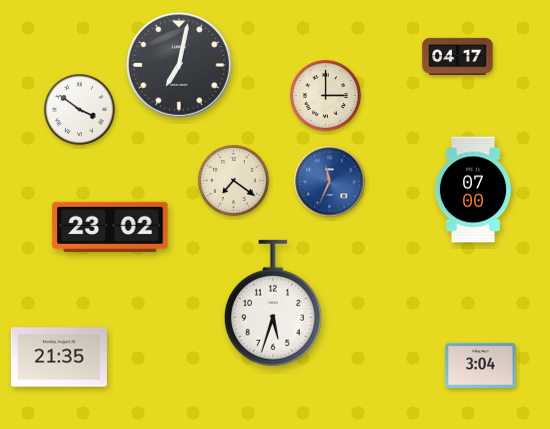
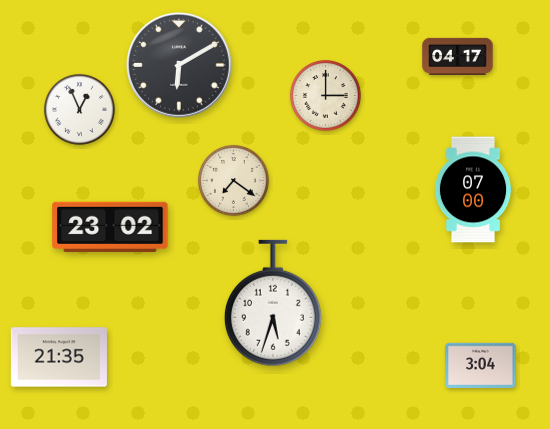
clock at (180, 66): 7:02 -> 6:10
clock at (79, 109): 3:51 -> 12:56
clock at (330, 182): 11:34 -> none
